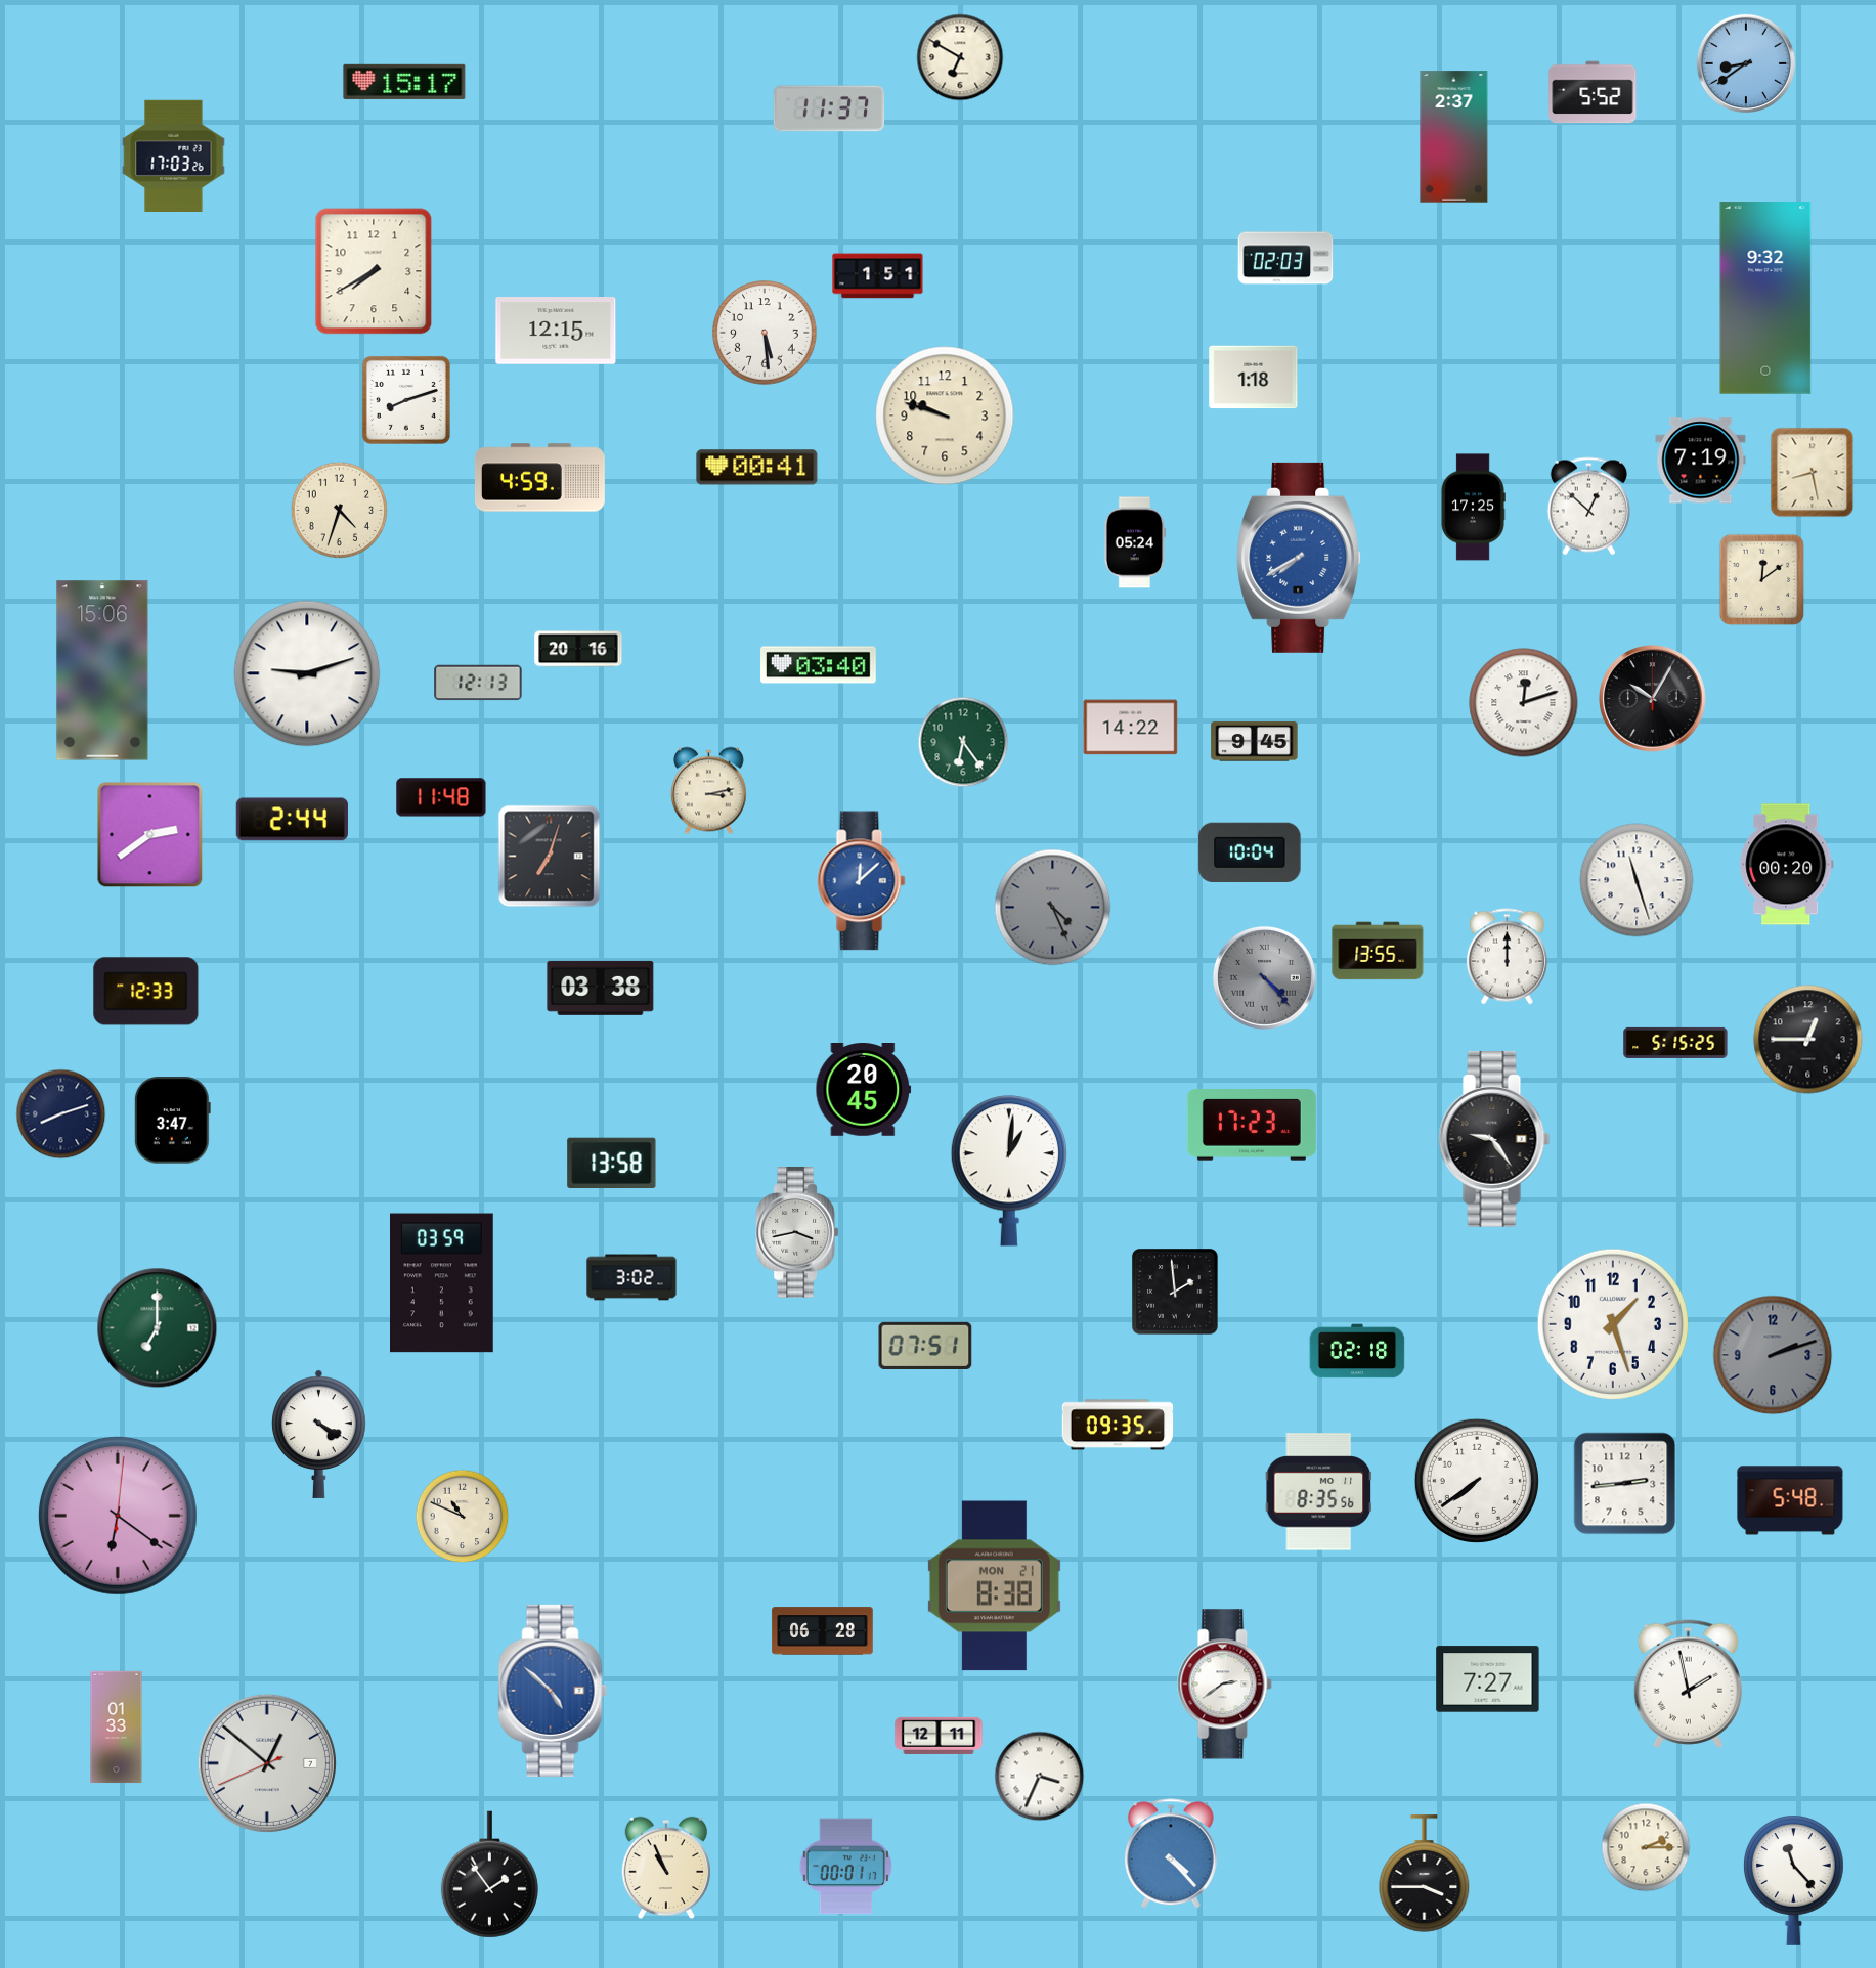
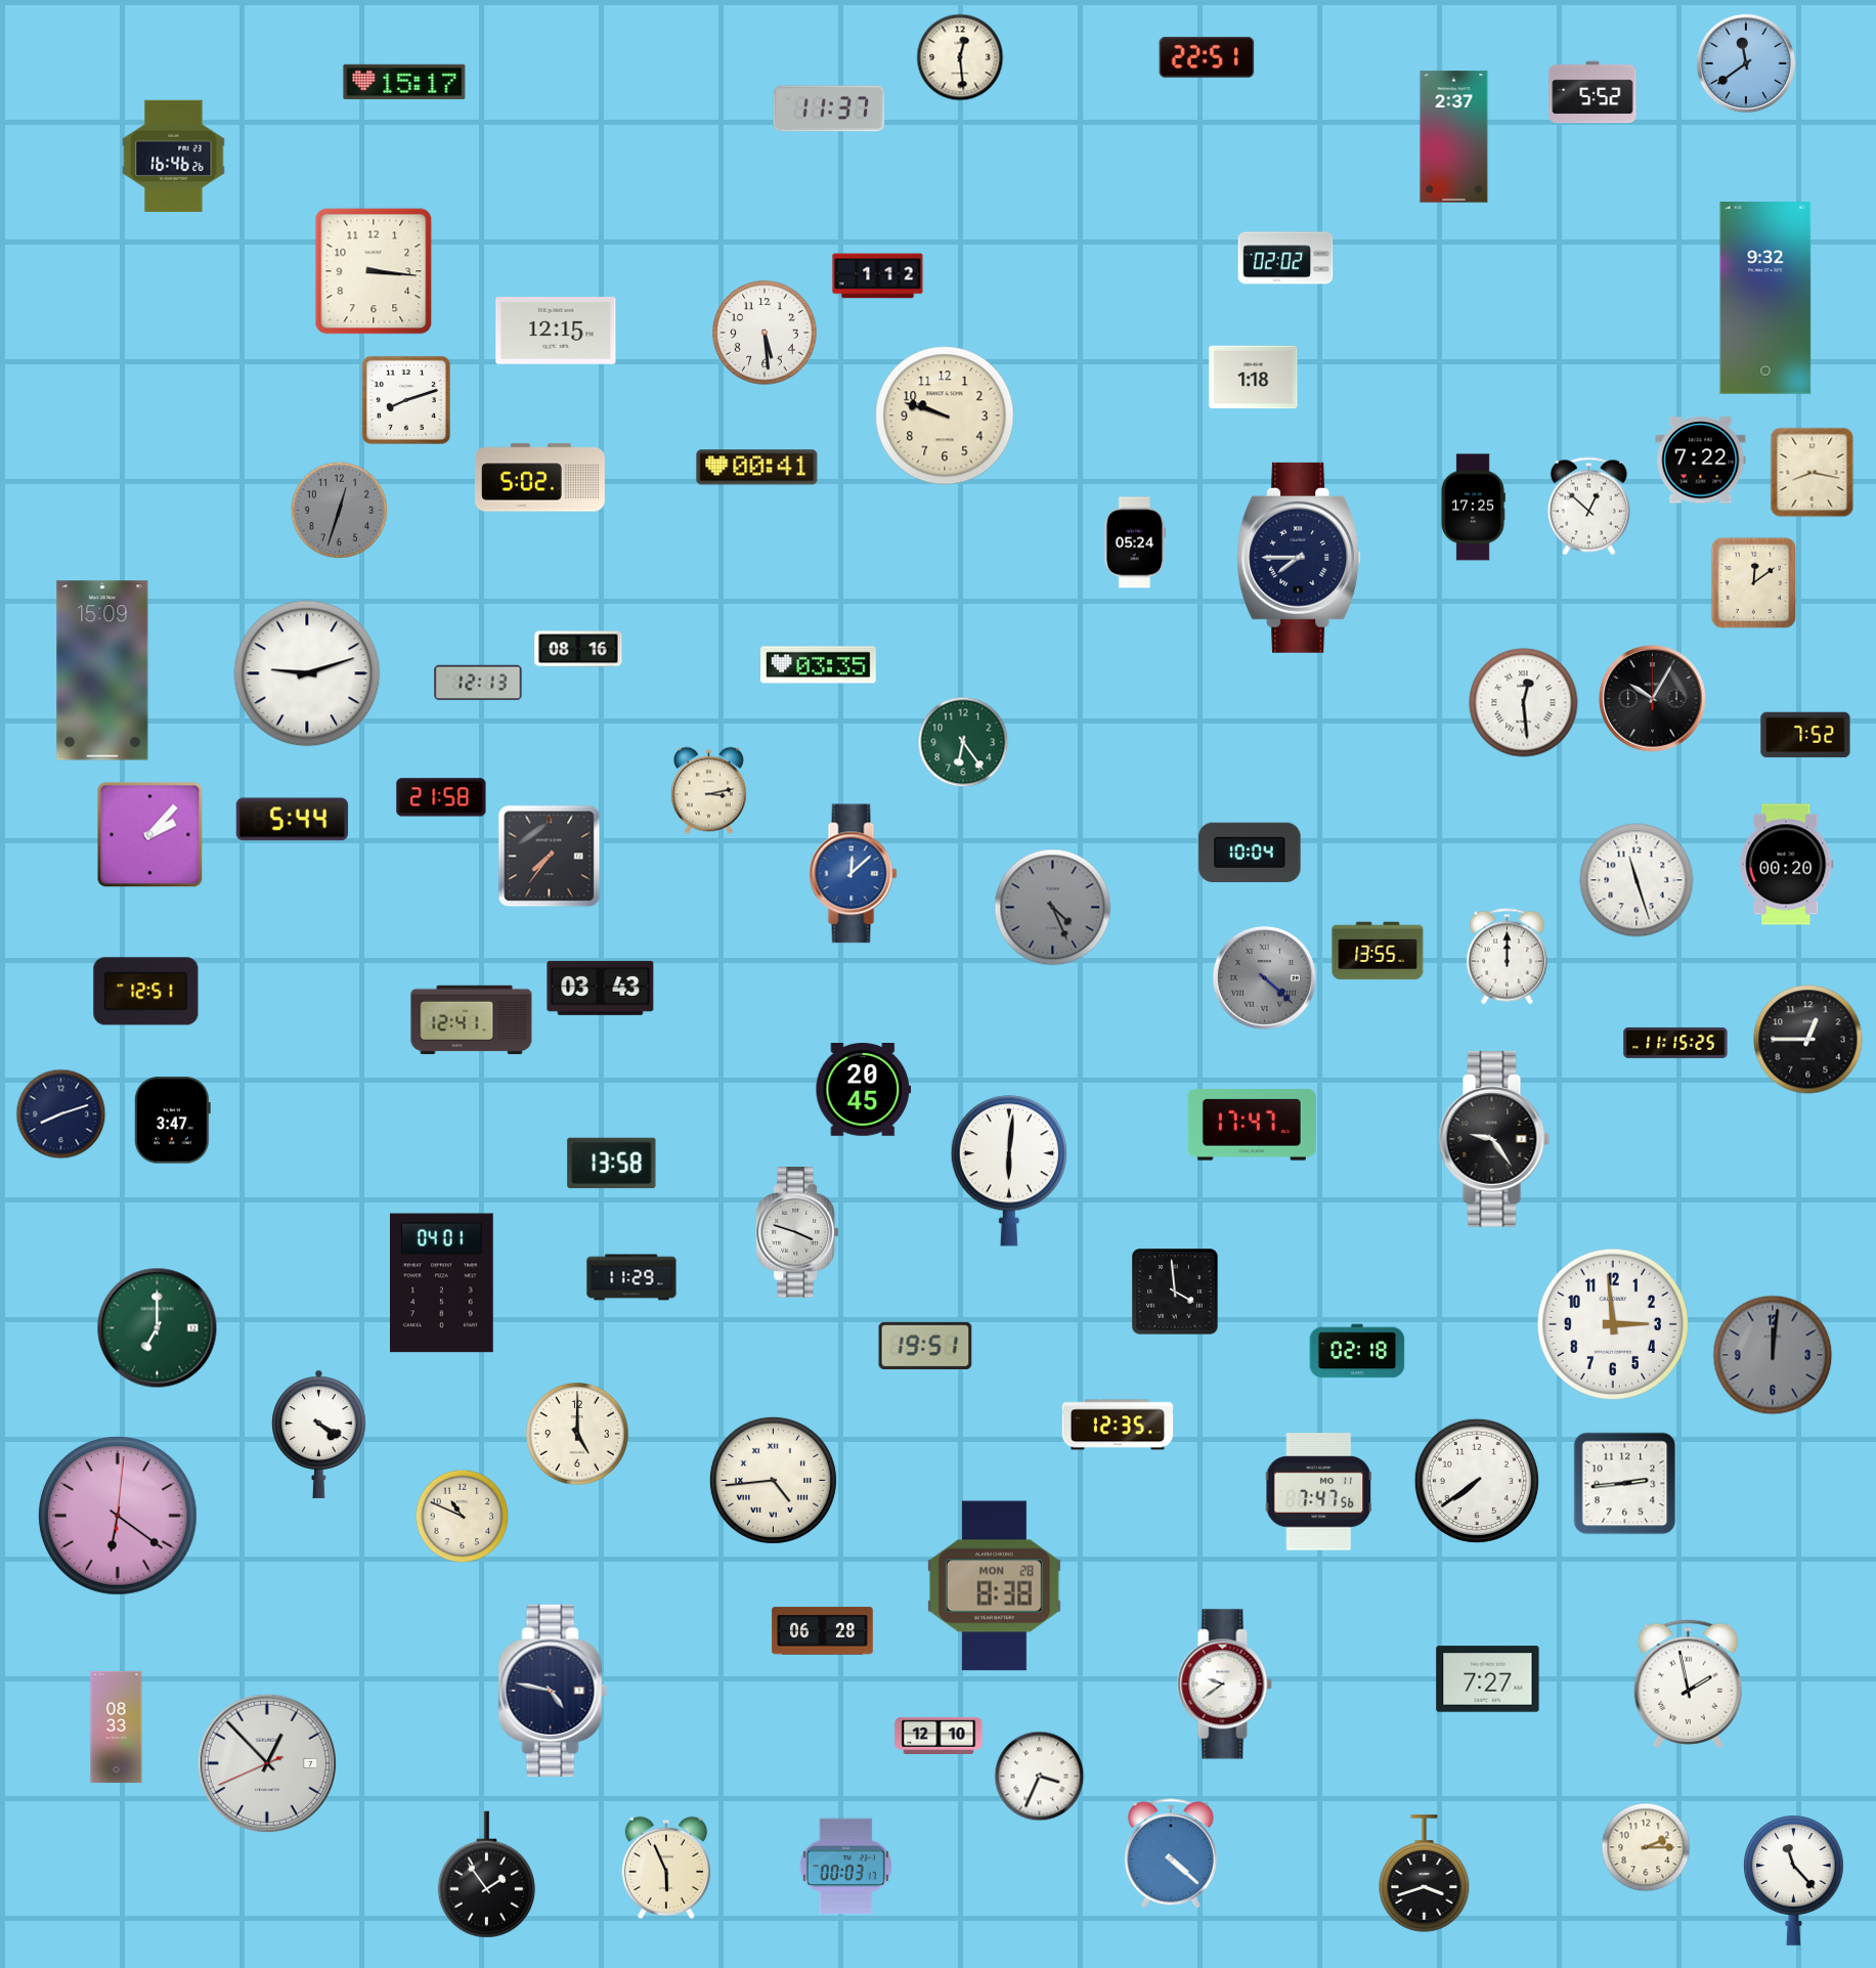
clock at (960, 57): 6:50 -> 12:29
clock at (1207, 57): none -> 22:51
clock at (1746, 63): 8:39 -> 11:39
clock at (174, 156): 17:03 -> 16:46
clock at (1285, 258): 02:03 -> 02:02
clock at (374, 271): 7:40 -> 3:16
clock at (878, 276): 1:51 -> 1:12
clock at (1701, 461): 7:19 -> 7:22
clock at (1813, 473): 8:28 -> 8:17
clock at (539, 478): 4:59 -> 5:02
clock at (339, 510): 4:33 -> 12:33
clock at (339, 510) dial: cream -> grey
clock at (1300, 558): 7:40 -> 7:45
clock at (1300, 558) dial: blue -> navy
clock at (1762, 580) position: (1762, 580) -> (1754, 583)
clock at (578, 649): 20:16 -> 08:16
clock at (819, 665): 03:40 -> 03:35
clock at (102, 670): 15:06 -> 15:09
clock at (1524, 703): 12:12 -> 12:29
clock at (1131, 728): 14:22 -> none
clock at (1805, 735): none -> 7:52
clock at (1255, 742): 9:45 -> none
clock at (441, 797): 11:48 -> 21:58
clock at (292, 820): 2:44 -> 5:44
clock at (150, 835): 2:39 -> 2:07
clock at (550, 857): 7:03 -> 7:36
clock at (862, 881) position: (862, 881) -> (854, 874)
clock at (1264, 977): 4:23 -> 4:22
clock at (601, 988): 03:38 -> 03:43
clock at (146, 992): 12:33 -> 12:51
clock at (472, 1020): none -> 12:41
clock at (1675, 1043): 5:15 -> 11:15
clock at (1252, 1125): 17:23 -> 17:47
clock at (1009, 1171): 1:01 -> 6:01
clock at (797, 1233): 3:43 -> 3:48
clock at (631, 1277): 3:02 -> 11:29
clock at (442, 1283): 03:59 -> 04:01
clock at (1175, 1292): 1:59 -> 3:59
clock at (1613, 1324): 1:27 -> 2:59
clock at (925, 1345): 07:51 -> 19:51
clock at (1773, 1355): 2:12 -> 12:01
clock at (1118, 1425): 09:35 -> 12:35
clock at (577, 1434): none -> 5:00
clock at (773, 1480): none -> 4:44
clock at (1318, 1492): 8:35 -> 7:47
clock at (1790, 1500): 5:48 -> none
clock at (994, 1586) date: MON 21 -> MON 28
clock at (1225, 1685): 2:39 -> 9:39
clock at (553, 1691): 4:52 -> 4:47
clock at (553, 1691) dial: blue -> navy
clock at (117, 1728): 01:33 -> 08:33
clock at (939, 1736): 12:11 -> 12:10
clock at (267, 1763): 12:51 -> 12:52
clock at (1171, 1854): 4:23 -> 4:22
clock at (845, 1867): 00:01 -> 00:03
clock at (665, 1868): 10:56 -> 5:56
clock at (1425, 1874): 3:45 -> 3:42
clock at (489, 1875) position: (489, 1875) -> (486, 1875)
